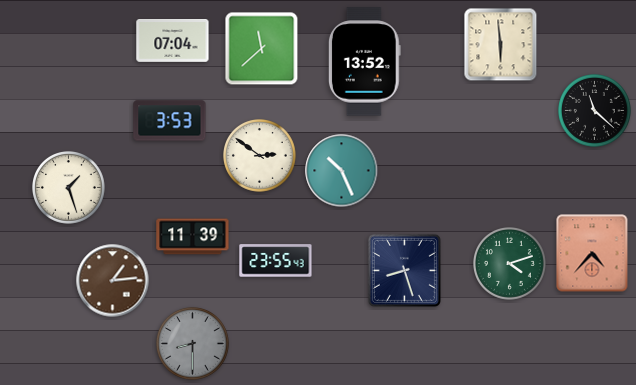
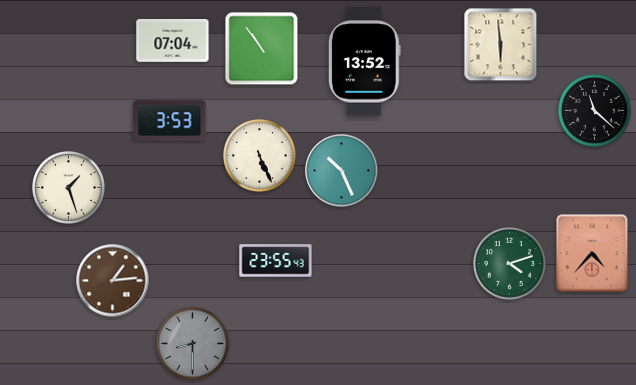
clock at (262, 49): 11:38 -> 10:54
clock at (260, 156): 2:51 -> 5:26
clock at (193, 237): 11:39 -> none
clock at (404, 270): 8:27 -> none
